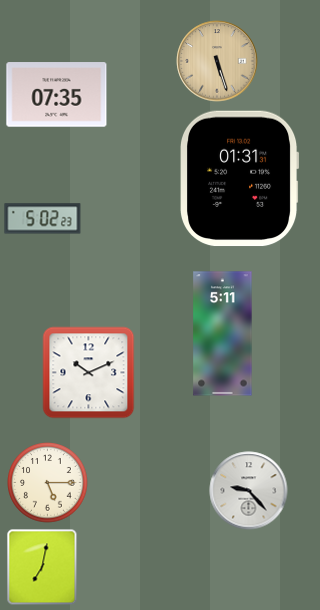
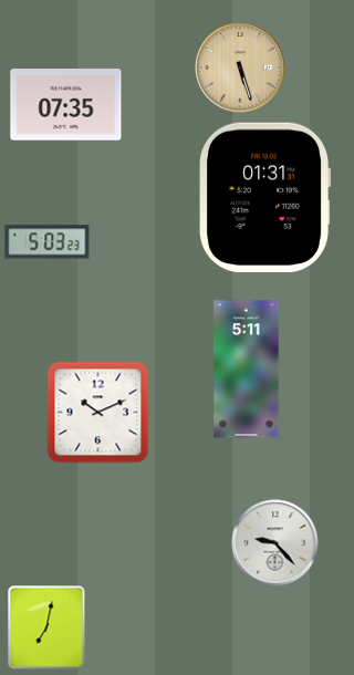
clock at (57, 95) position: (57, 95) -> (66, 105)
clock at (43, 219): 5:02 -> 5:03
clock at (48, 483): 5:15 -> none
